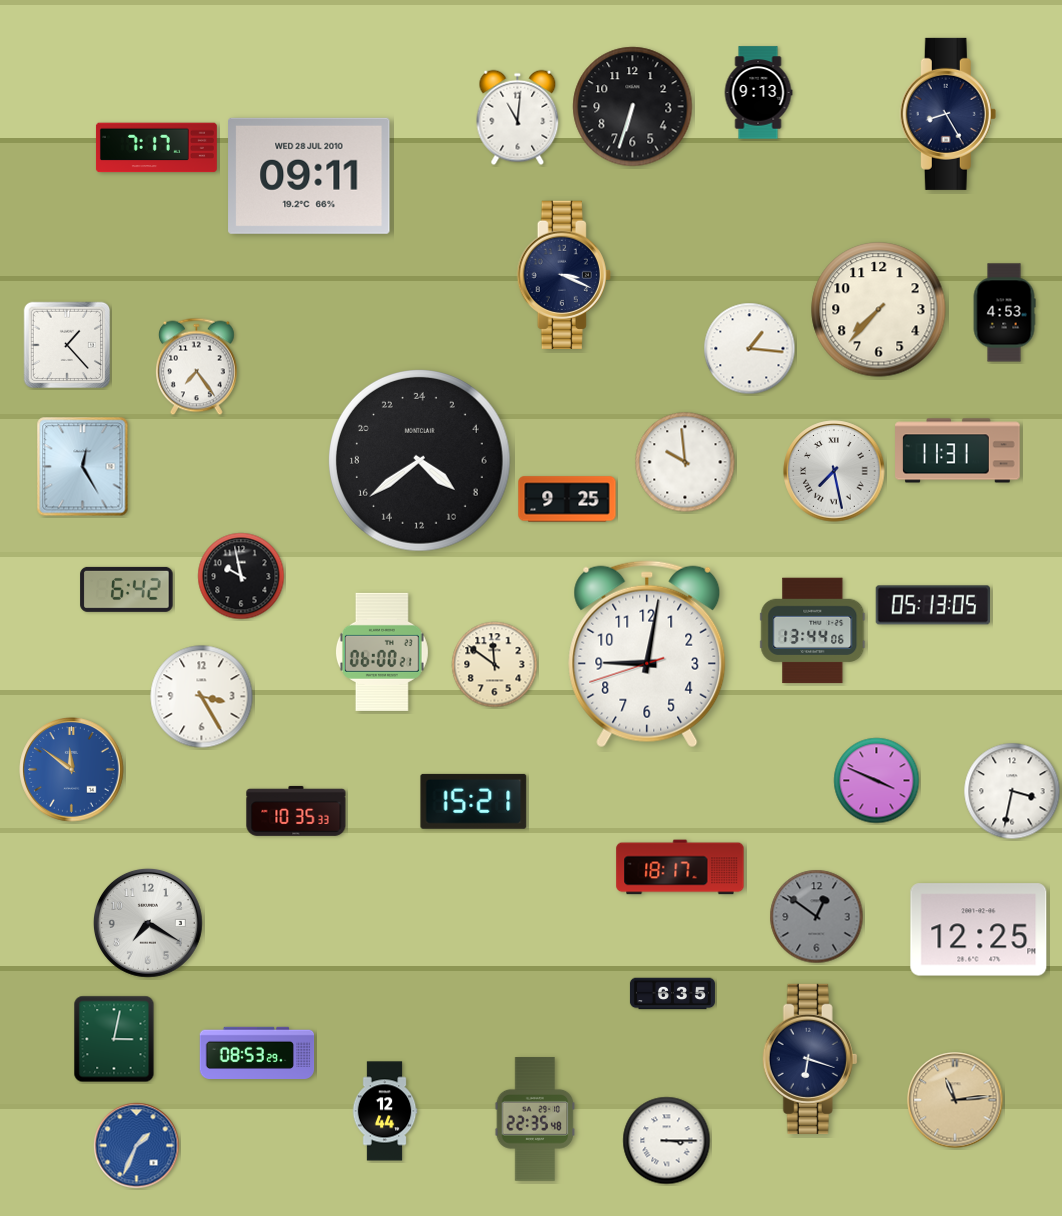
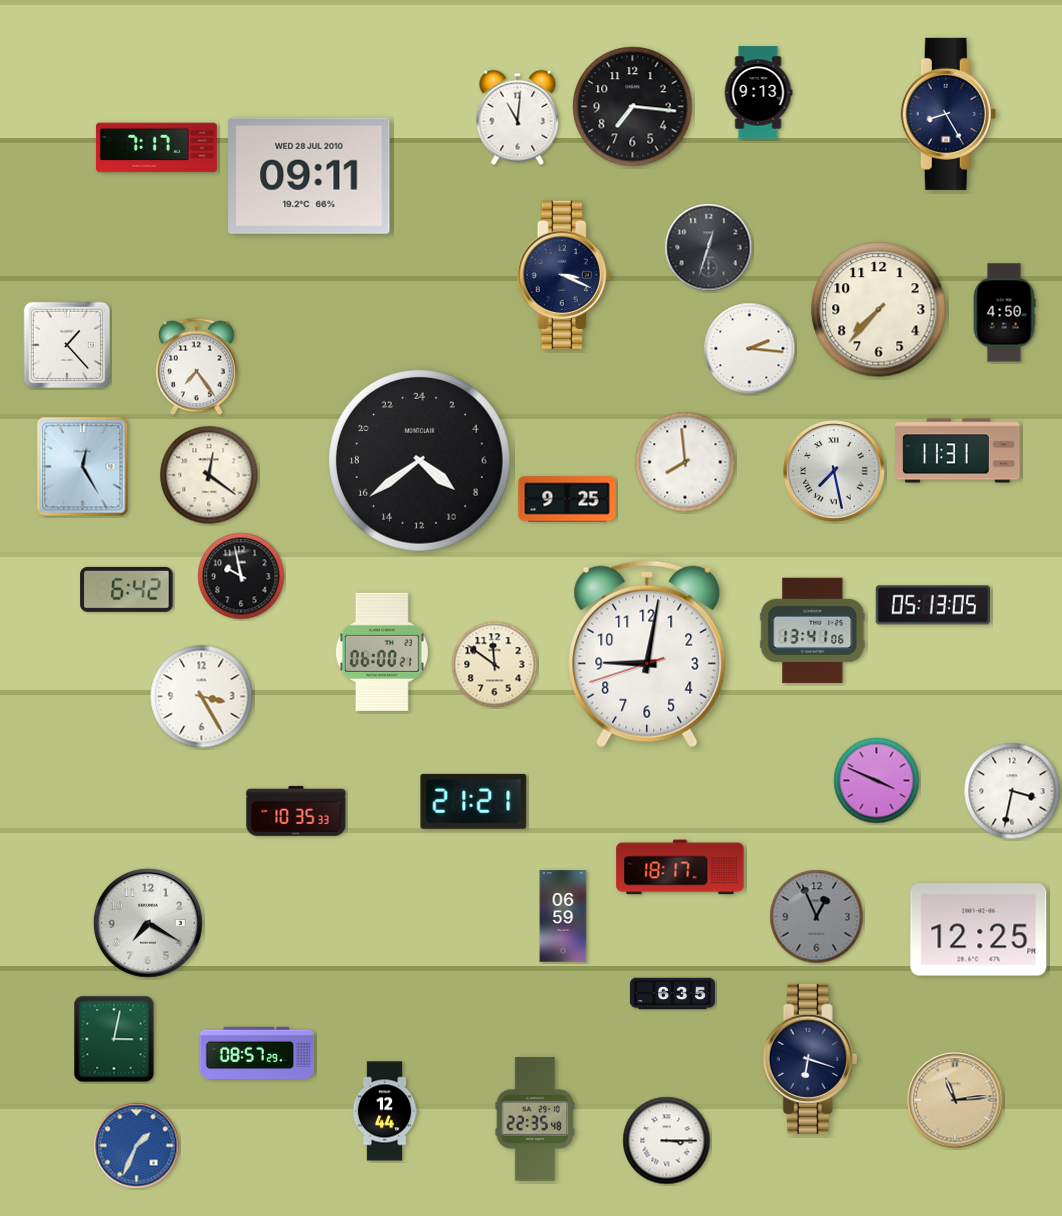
clock at (633, 107): 6:33 -> 7:16
clock at (709, 248): none -> 12:33
clock at (1004, 313): 4:53 -> 4:50
clock at (750, 349): 1:16 -> 2:16
clock at (685, 462): 9:59 -> 7:59
clock at (209, 475): none -> 12:21
clock at (813, 631): 13:44 -> 13:41
clock at (72, 770): 11:51 -> none
clock at (474, 801): 15:21 -> 21:21
clock at (563, 916): none -> 06:59
clock at (817, 917): 12:51 -> 12:56
clock at (257, 1052): 08:53 -> 08:57
